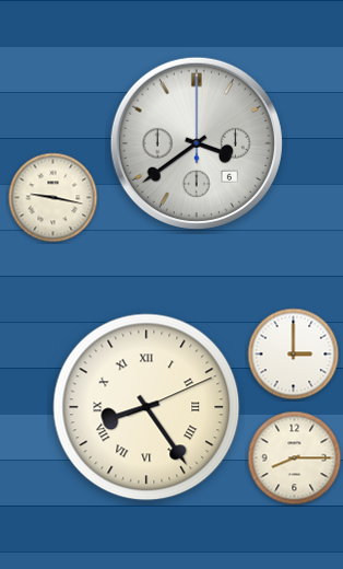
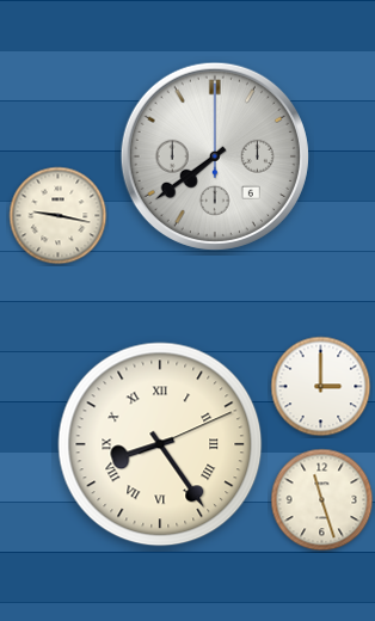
clock at (197, 143): 3:39 -> 7:39
clock at (295, 458): 8:15 -> 11:27
